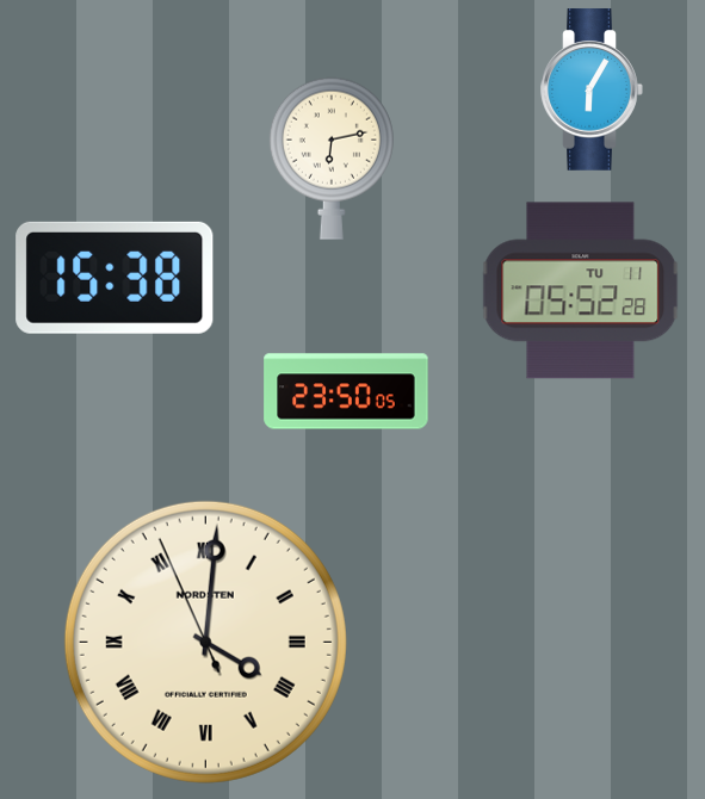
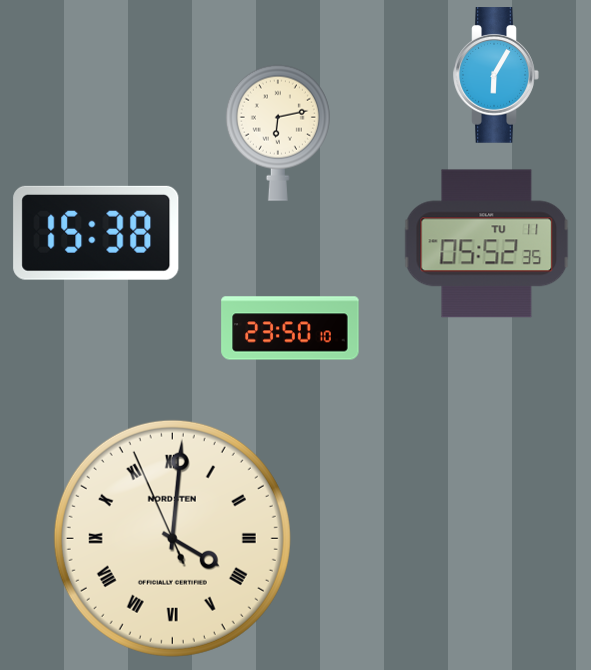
clock at (581, 291): 05:52:28 -> 05:52:35
clock at (346, 391): 23:50:05 -> 23:50:10
